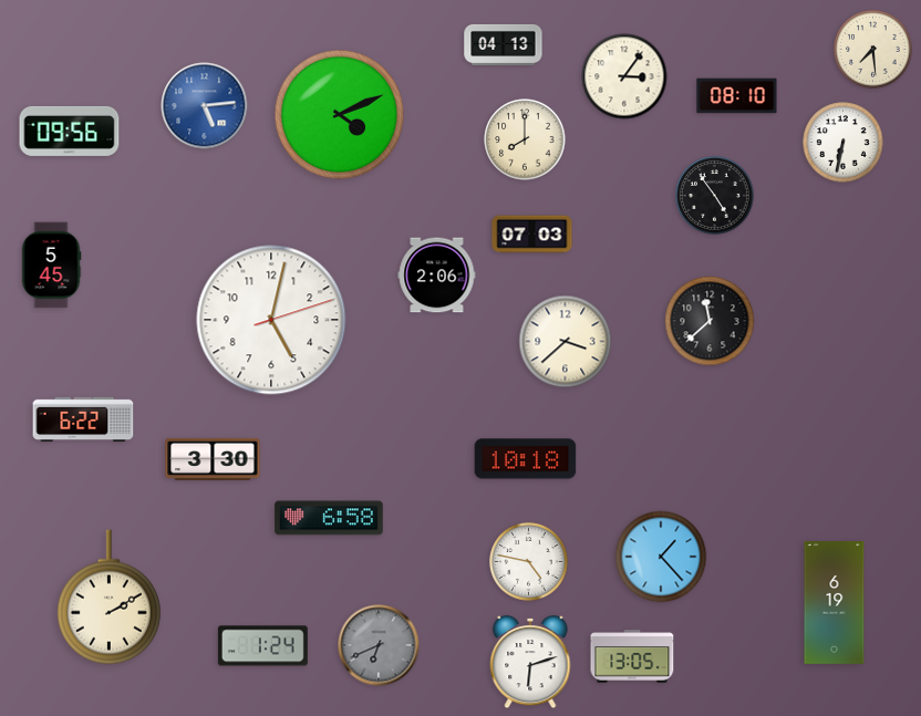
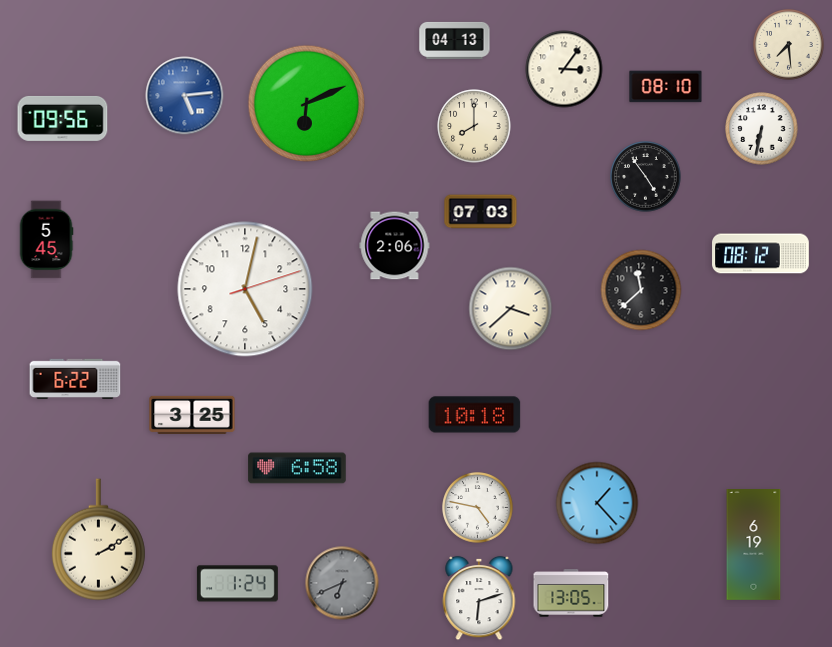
clock at (340, 115): 4:11 -> 6:11
clock at (437, 276) position: (437, 276) -> (395, 246)
clock at (761, 254): none -> 08:12
clock at (213, 459): 3:30 -> 3:25
